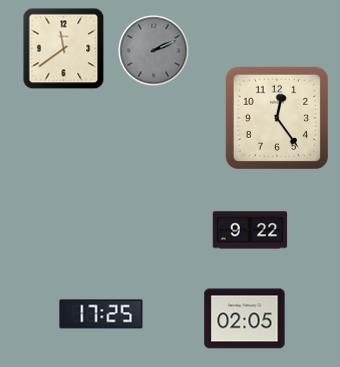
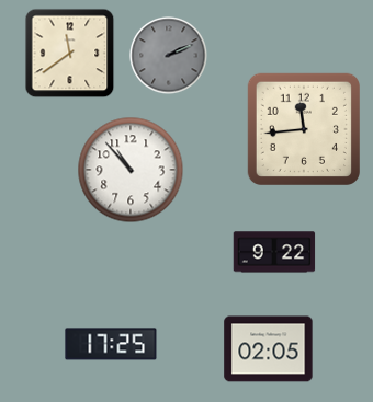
clock at (277, 118): 12:24 -> 11:44
clock at (131, 170): none -> 10:53
